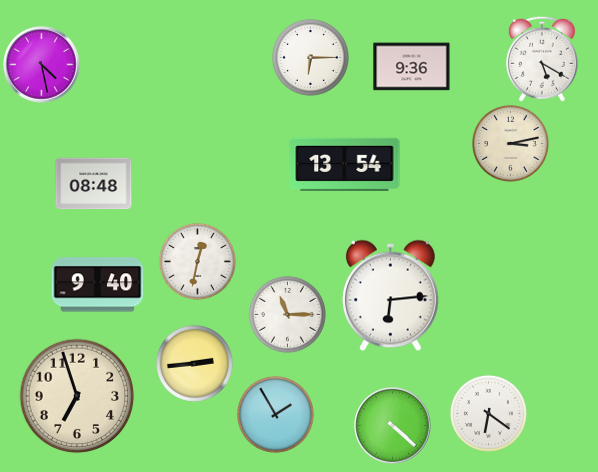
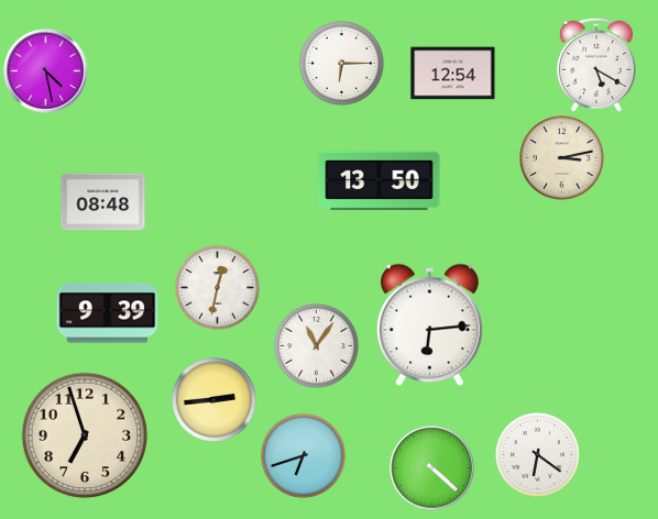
clock at (412, 67): 9:36 -> 12:54
clock at (345, 164): 13:54 -> 13:50
clock at (98, 285): 9:40 -> 9:39
clock at (287, 314): 11:15 -> 11:06
clock at (275, 414): 1:55 -> 6:42
